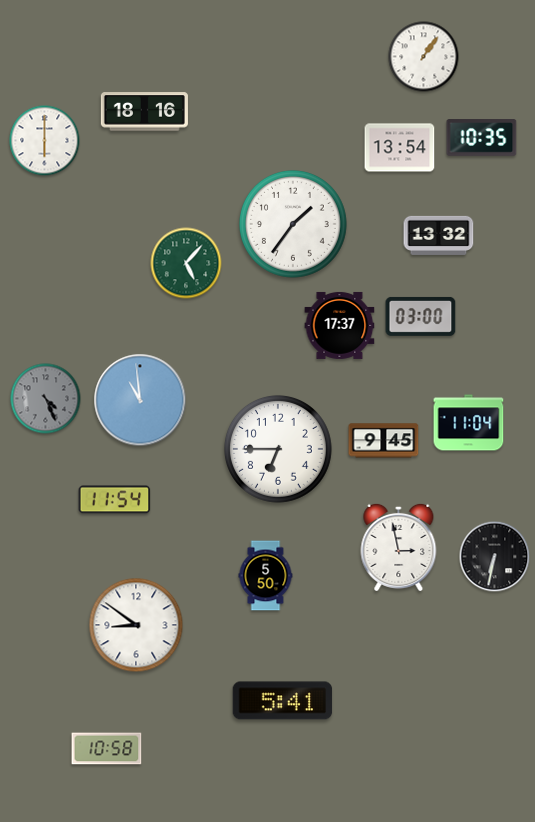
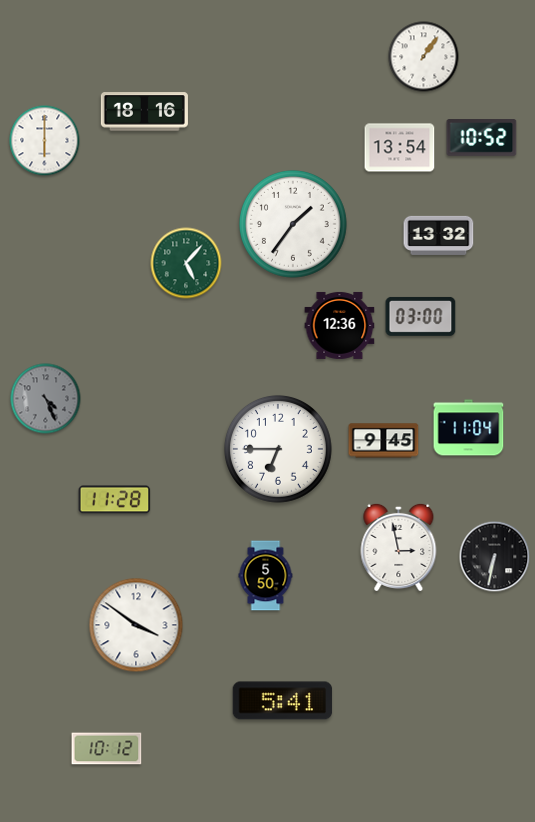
clock at (482, 138): 10:35 -> 10:52
clock at (340, 325): 17:37 -> 12:36
clock at (140, 400): 10:59 -> none
clock at (469, 423) position: (469, 423) -> (469, 428)
clock at (115, 500): 11:54 -> 11:28
clock at (136, 625): 8:51 -> 3:51
clock at (107, 749): 10:58 -> 10:12
